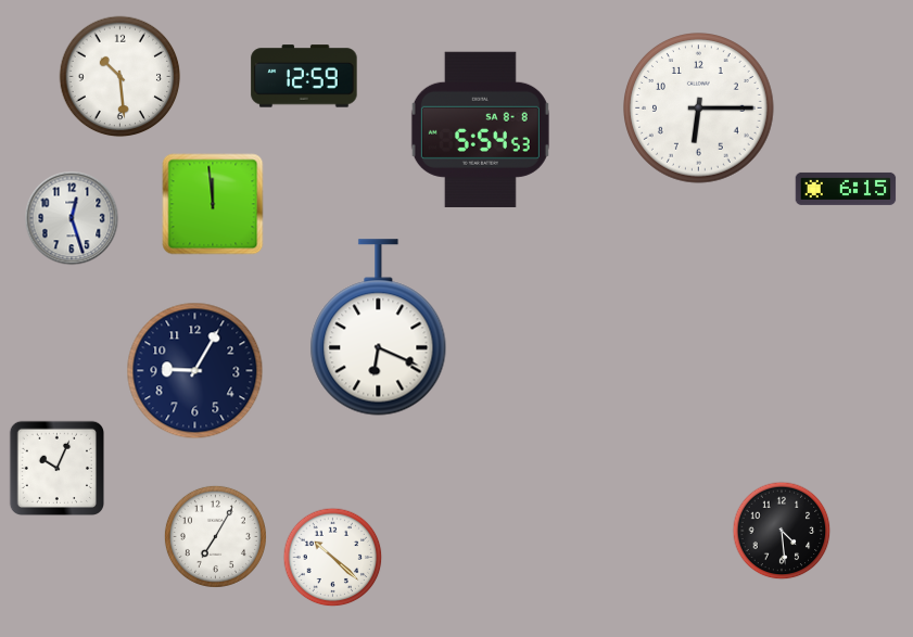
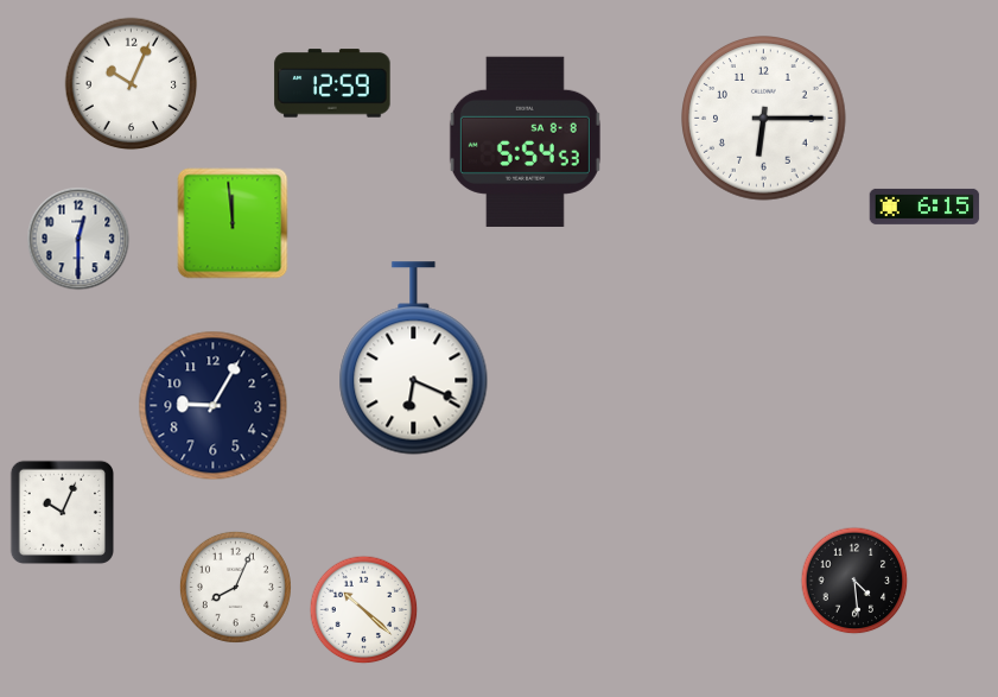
clock at (121, 77): 10:29 -> 10:04
clock at (72, 218): 12:27 -> 12:30
clock at (215, 536): 7:05 -> 8:04
